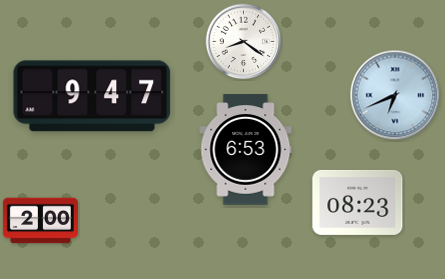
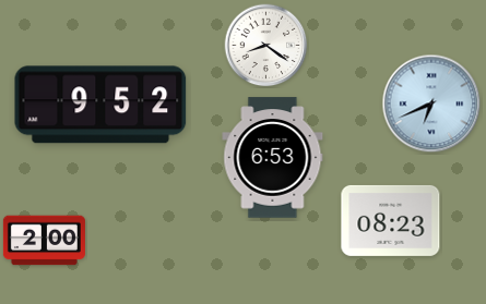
clock at (92, 96): 9:47 -> 9:52
clock at (246, 150) position: (246, 150) -> (273, 158)
